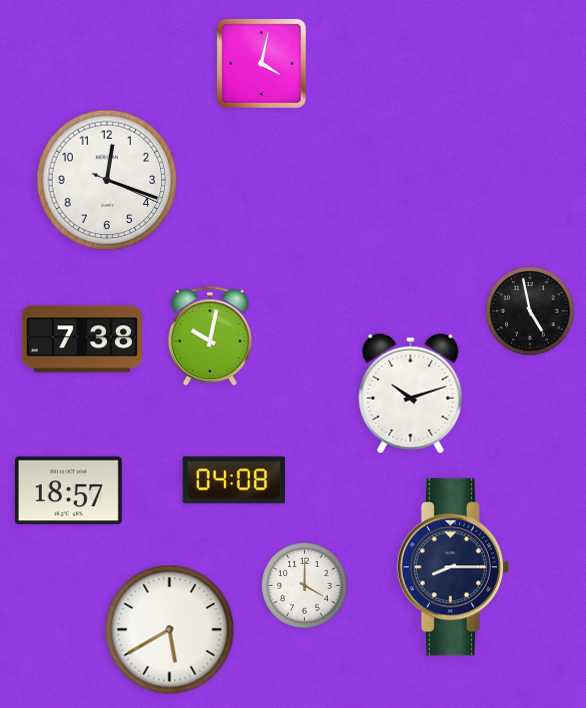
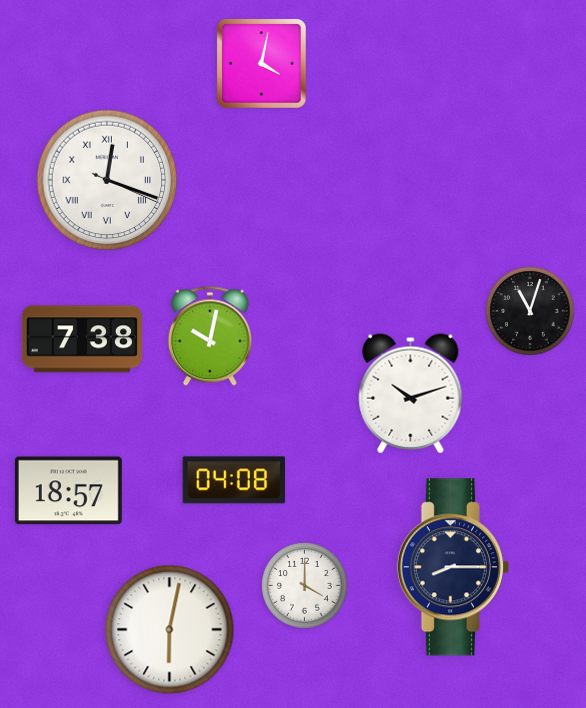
clock at (107, 180) numerals: Arabic -> Roman
clock at (530, 311): 4:58 -> 11:03
clock at (170, 630): 5:40 -> 6:02
